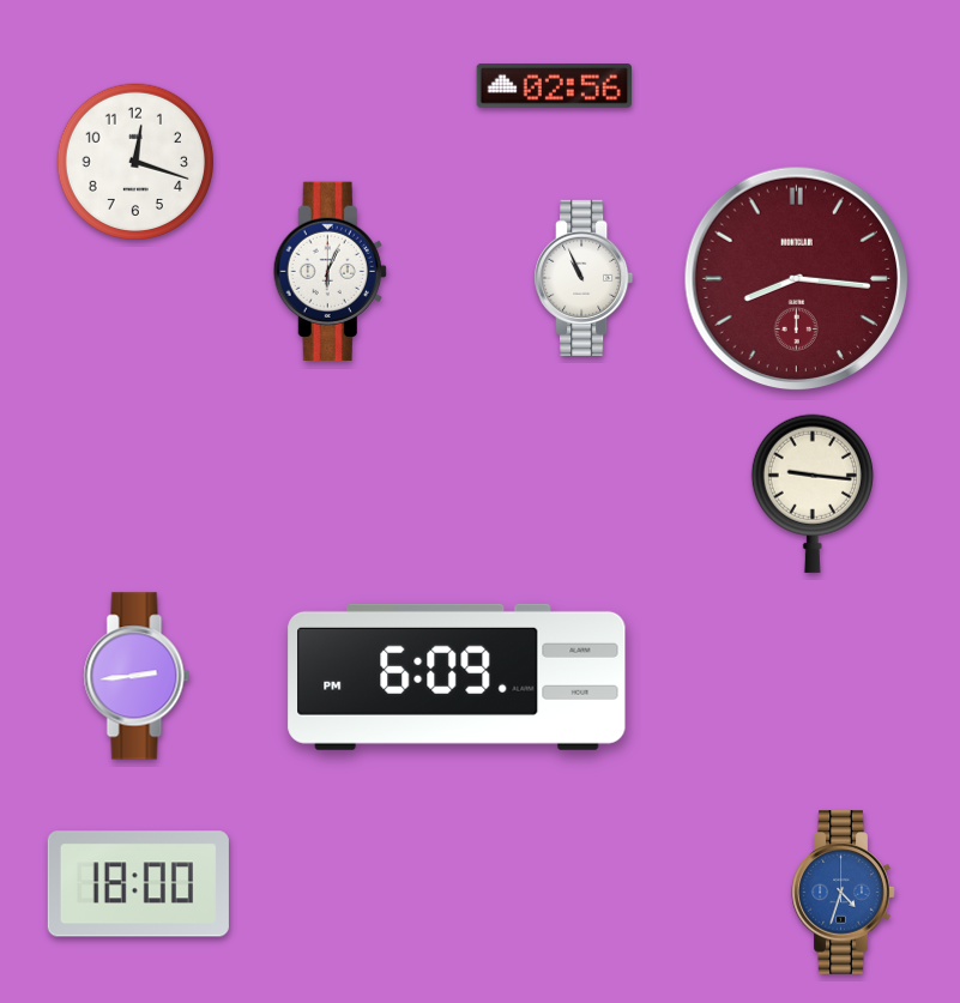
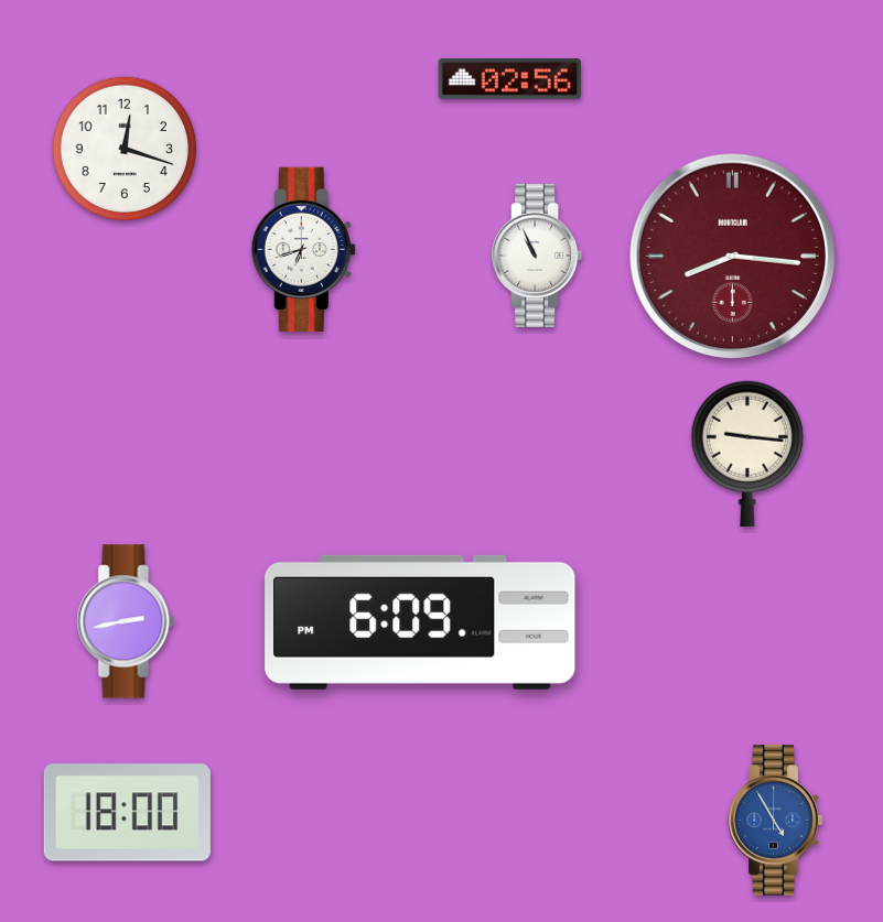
clock at (330, 272): 6:04 -> 6:42
clock at (137, 676): 2:44 -> 2:43
clock at (844, 893): 4:33 -> 4:55
